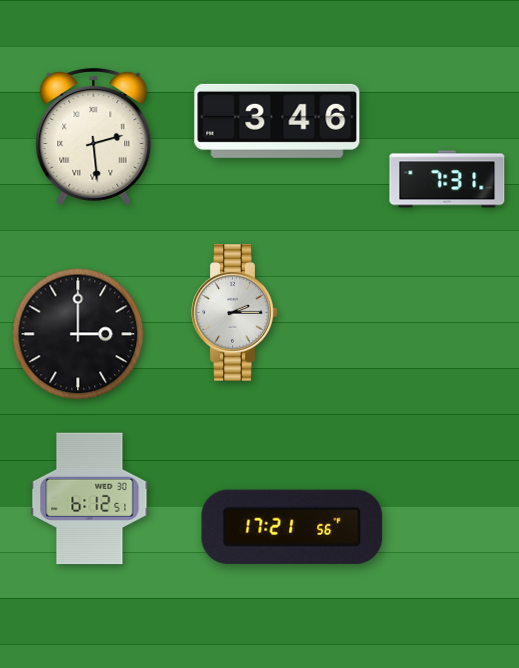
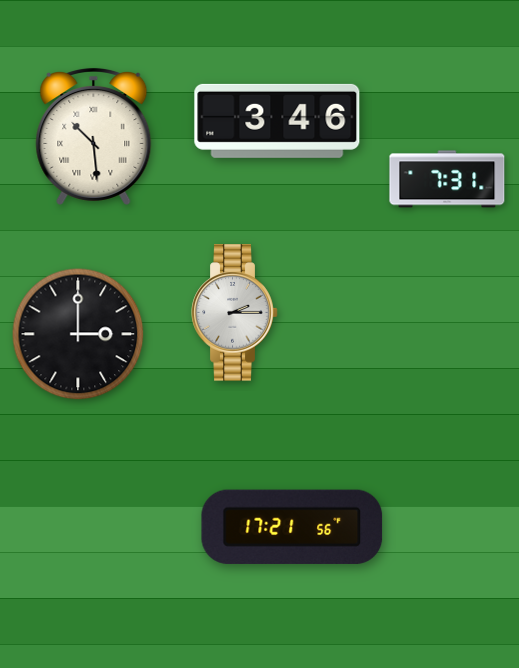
clock at (94, 136): 2:29 -> 10:29
clock at (90, 499): 6:12 -> none
